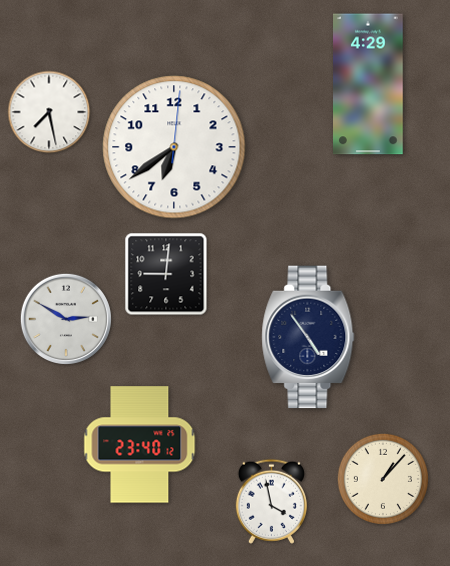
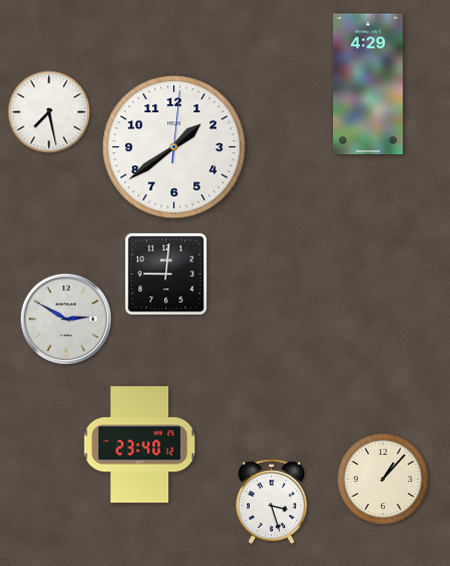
clock at (174, 147): 6:39 -> 1:39
clock at (308, 337): 4:54 -> none
clock at (271, 501): 3:58 -> 3:27
